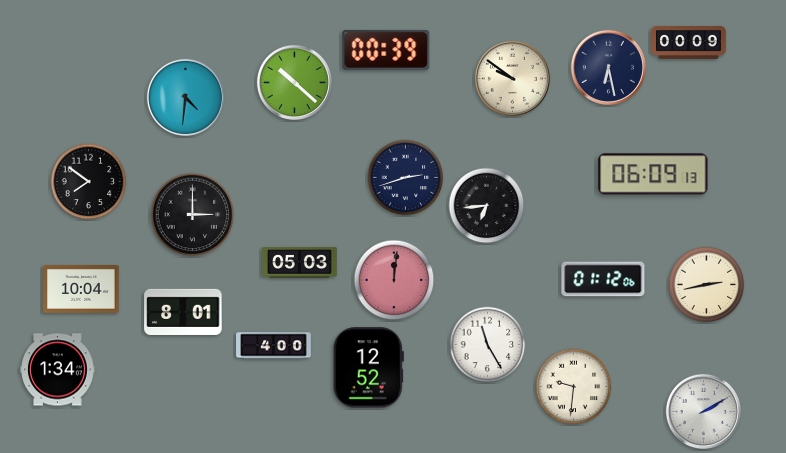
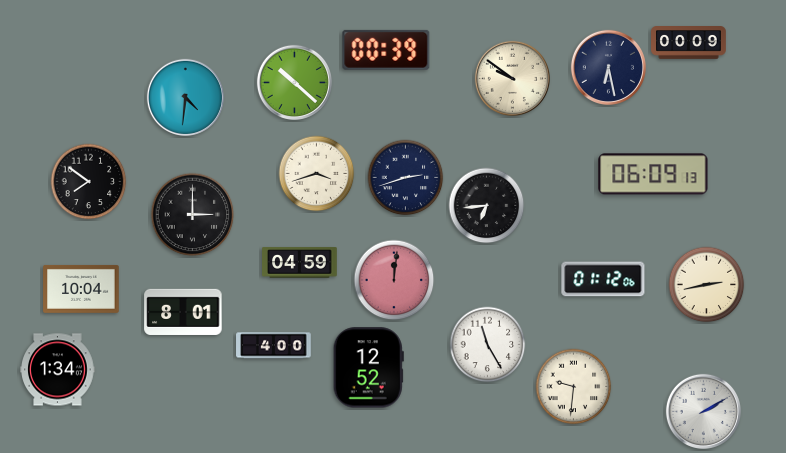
clock at (317, 174): none -> 3:42
clock at (300, 263): 05:03 -> 04:59
